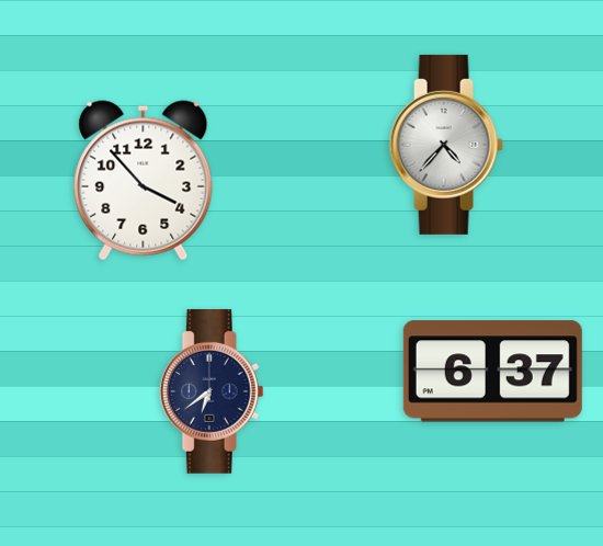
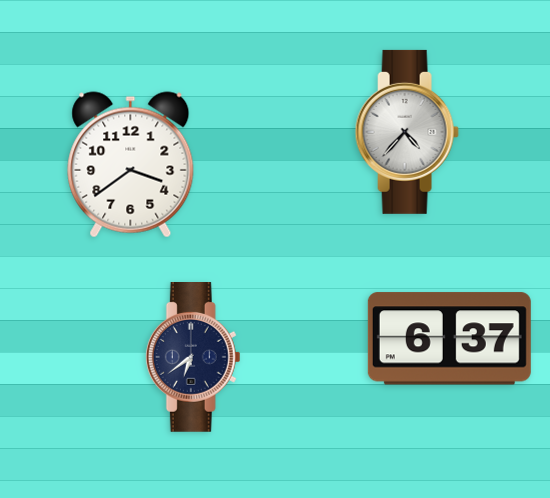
clock at (144, 181): 3:53 -> 3:39
